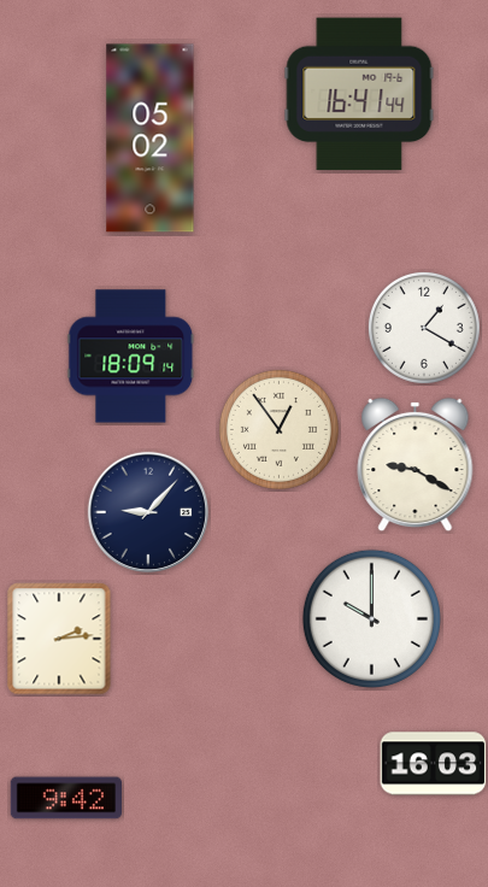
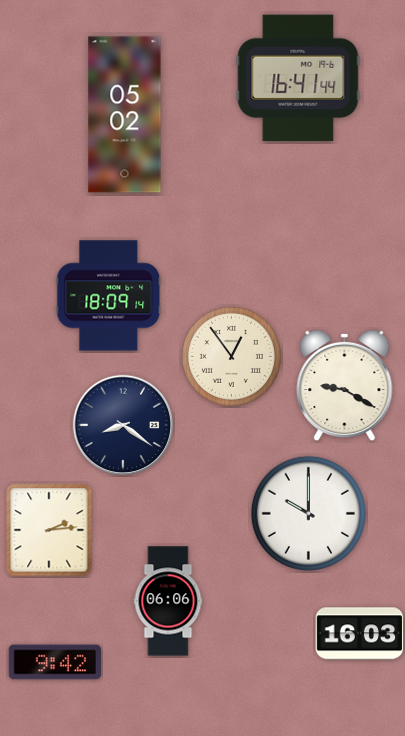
clock at (424, 328): 1:20 -> none
clock at (148, 512): 9:07 -> 8:21
clock at (168, 601): none -> 06:06
